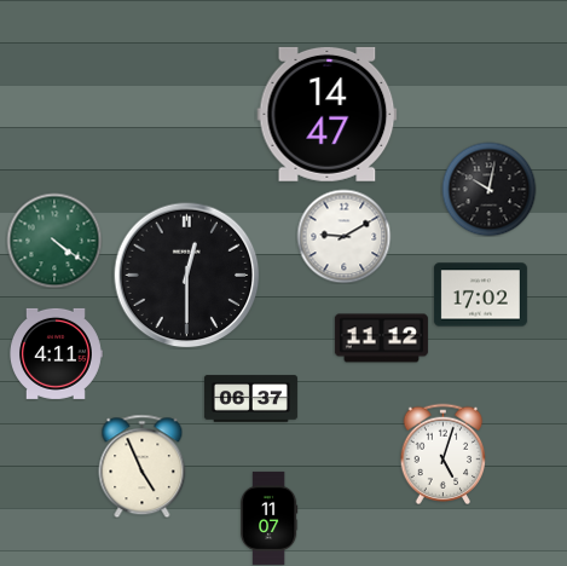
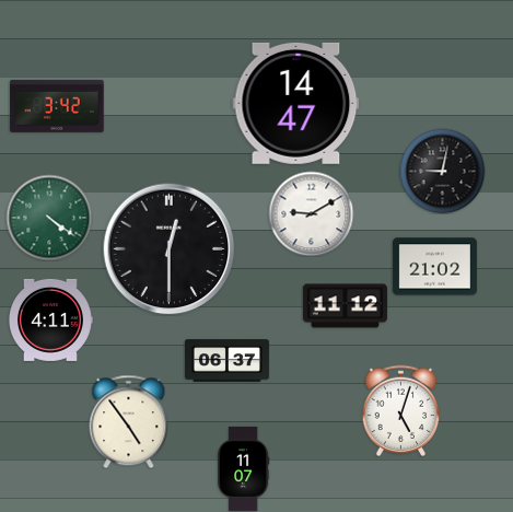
clock at (57, 106): none -> 3:42
clock at (488, 189): 10:02 -> 9:02
clock at (480, 295): 17:02 -> 21:02
clock at (143, 466): 4:56 -> 4:54
